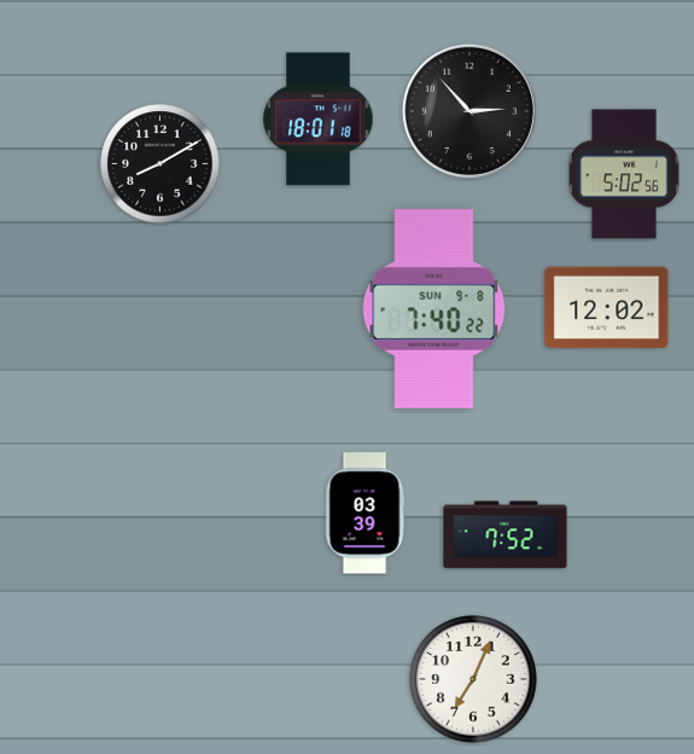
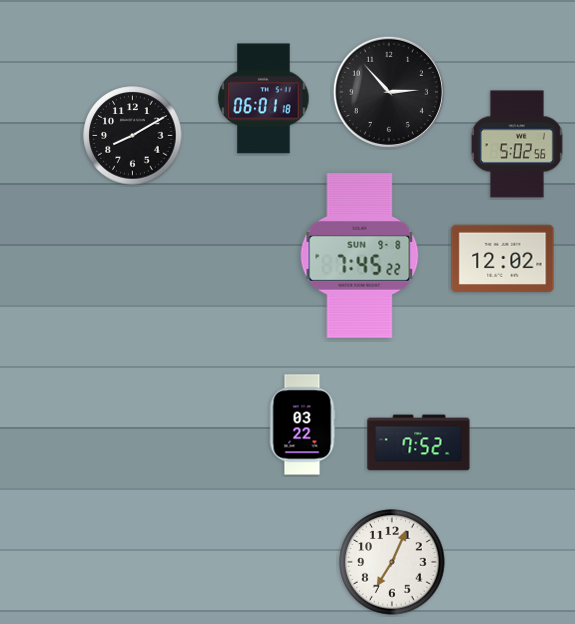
clock at (319, 120): 18:01 -> 06:01
clock at (607, 308) position: (607, 308) -> (503, 259)
clock at (435, 309): 7:40 -> 7:45
clock at (365, 514): 03:39 -> 03:22
